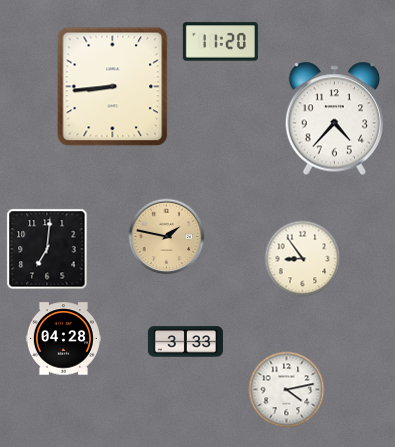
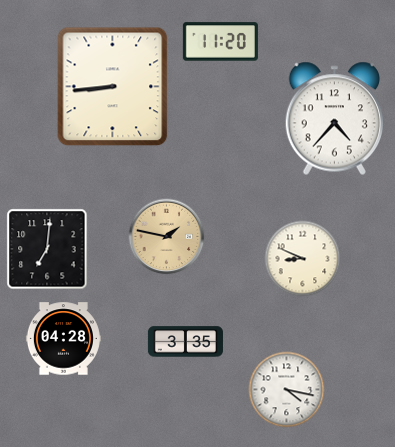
clock at (303, 259): 8:54 -> 8:49
clock at (185, 342): 3:33 -> 3:35
clock at (287, 390): 4:13 -> 4:17
